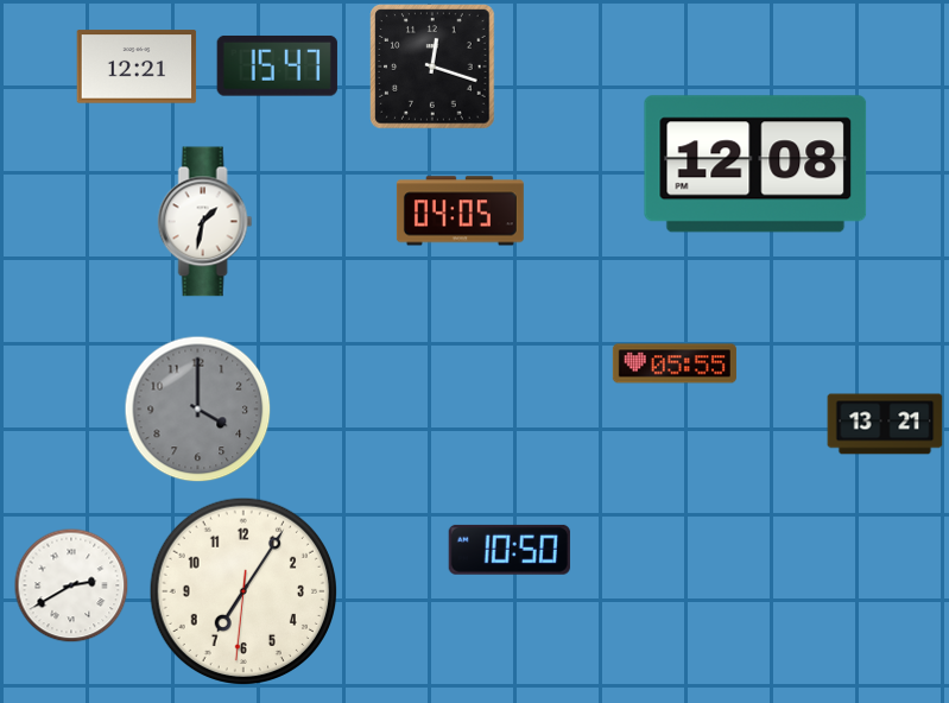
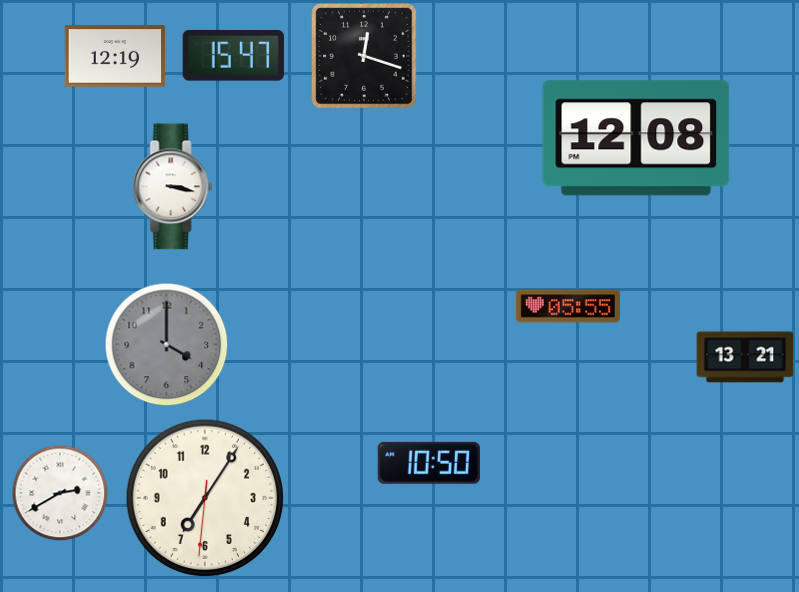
clock at (137, 66): 12:21 -> 12:19
clock at (460, 211): 04:05 -> none
clock at (205, 222): 1:32 -> 3:17
